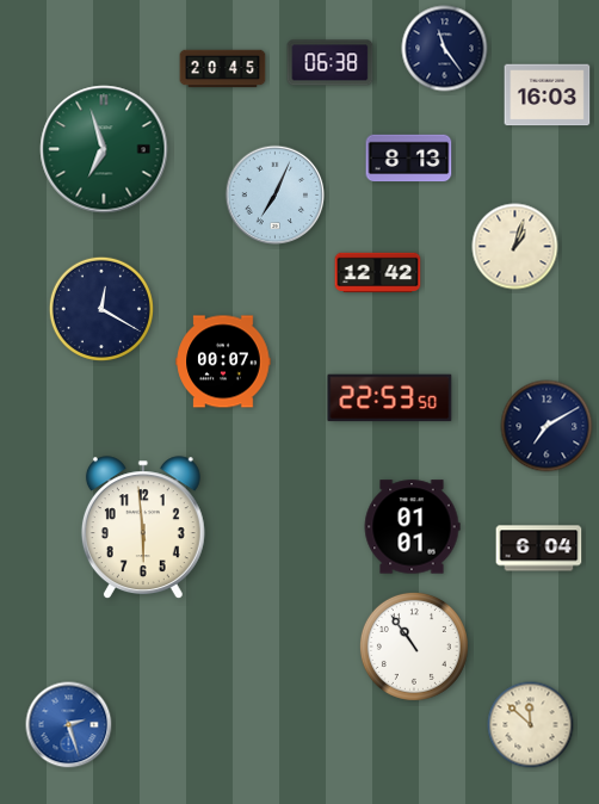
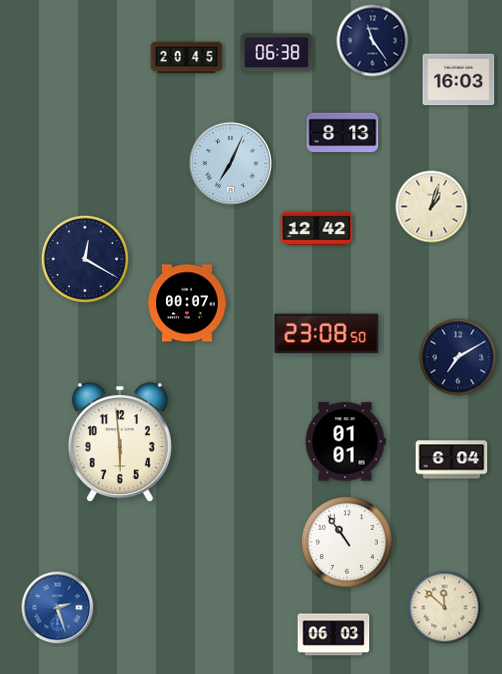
clock at (104, 149): 6:57 -> none
clock at (390, 398): 22:53 -> 23:08
clock at (334, 635): none -> 06:03
